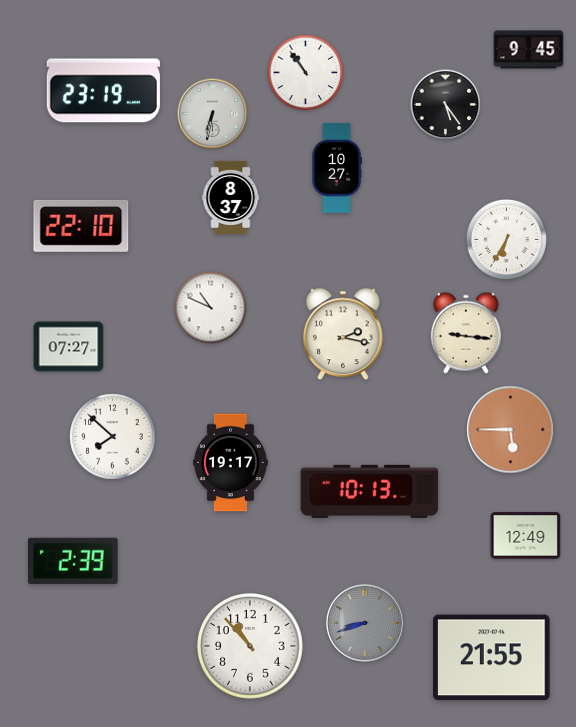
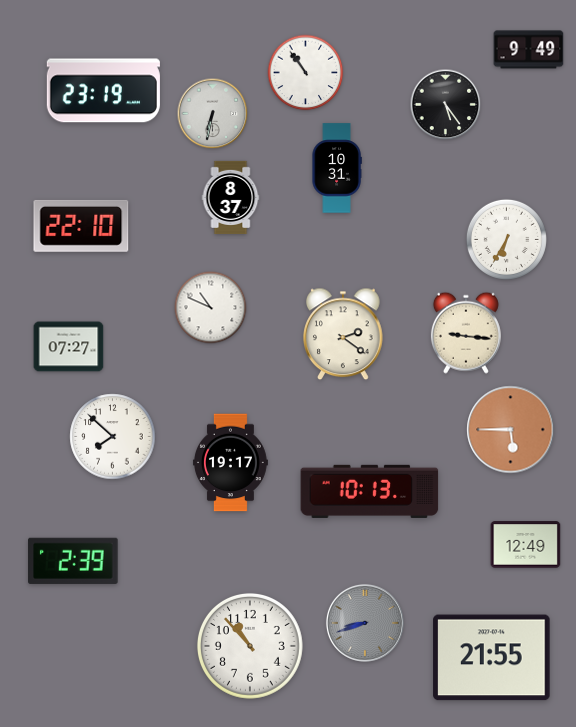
clock at (529, 50): 9:45 -> 9:49
clock at (337, 168): 10:27 -> 10:31
clock at (344, 334): 2:17 -> 2:21
clock at (526, 536) position: (526, 536) -> (526, 545)
